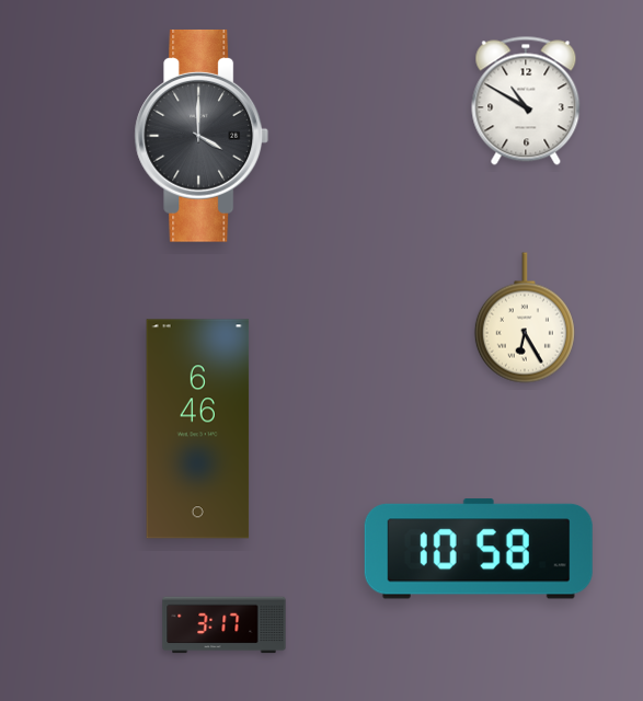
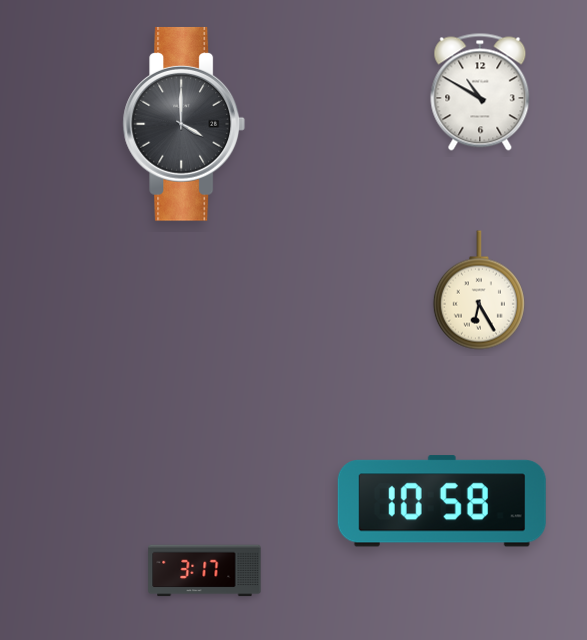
clock at (198, 429): 6:46 -> none
clock at (479, 549) position: (479, 549) -> (442, 501)
